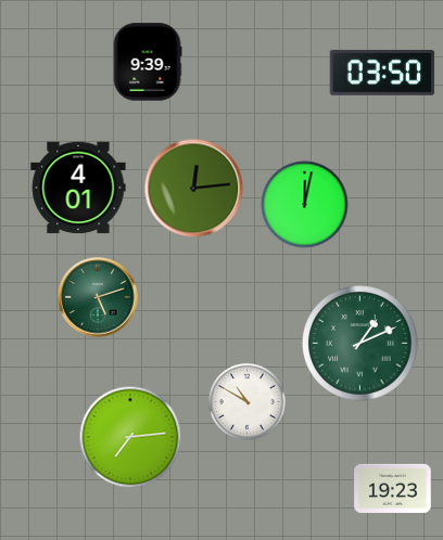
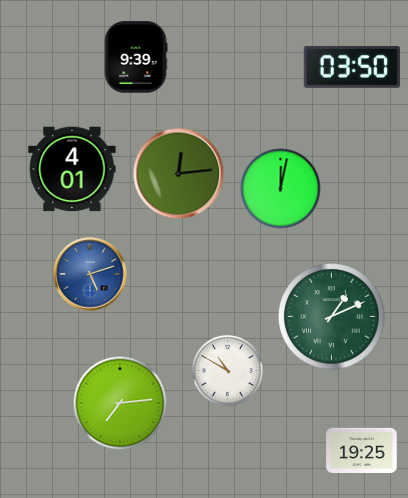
clock at (78, 188) position: (78, 188) -> (72, 169)
clock at (98, 297) dial: green -> blue
clock at (393, 488): 19:23 -> 19:25
